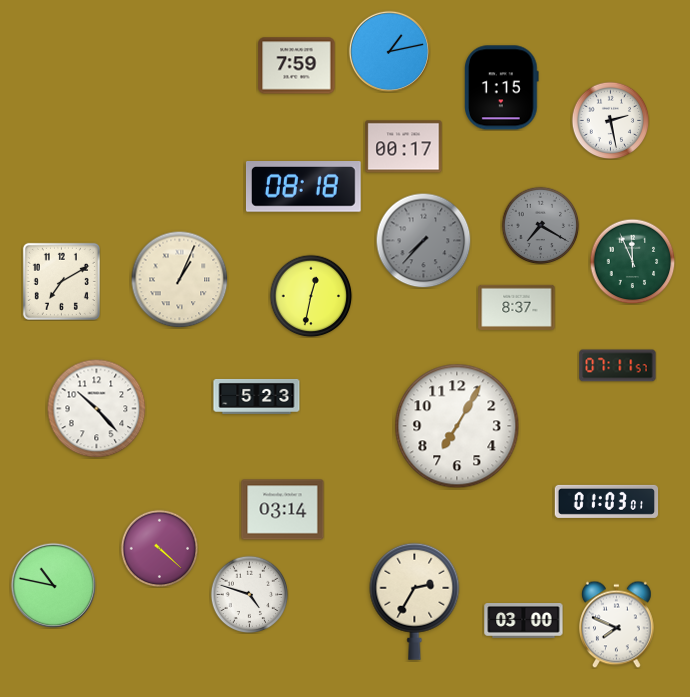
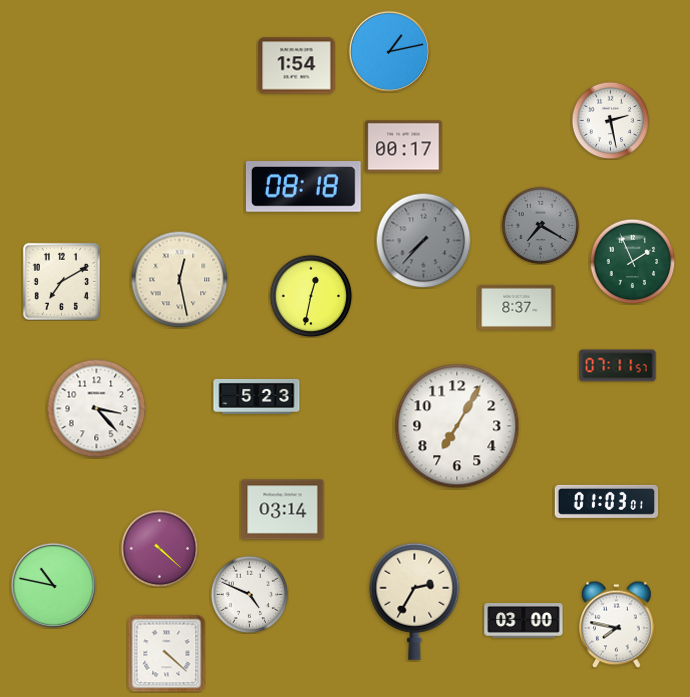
clock at (297, 66): 7:59 -> 1:54
clock at (502, 88): 1:15 -> none
clock at (632, 261): 11:56 -> 1:56
clock at (179, 279): 1:04 -> 12:28
clock at (97, 409): 10:23 -> 3:23
clock at (249, 594): 4:48 -> 4:49
clock at (617, 624): 7:49 -> 7:47
clock at (166, 653): none -> 4:22
